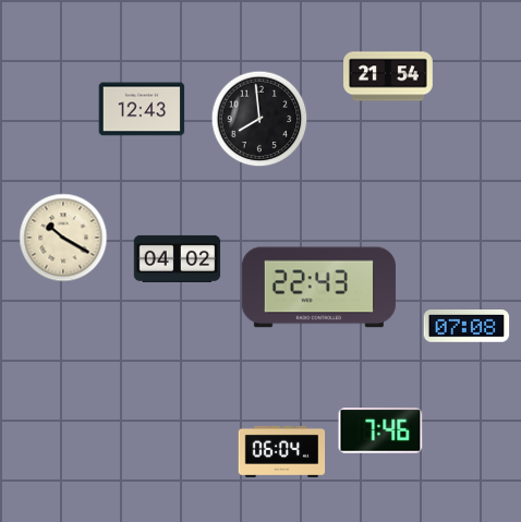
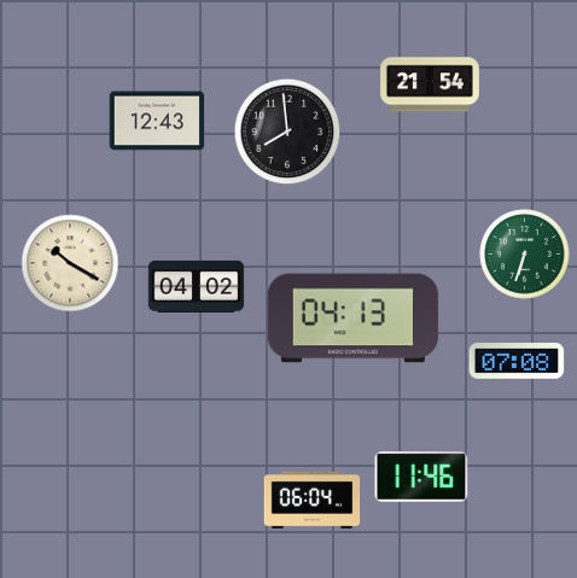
clock at (525, 255): none -> 6:33
clock at (319, 288): 22:43 -> 04:13
clock at (380, 430): 7:46 -> 11:46
